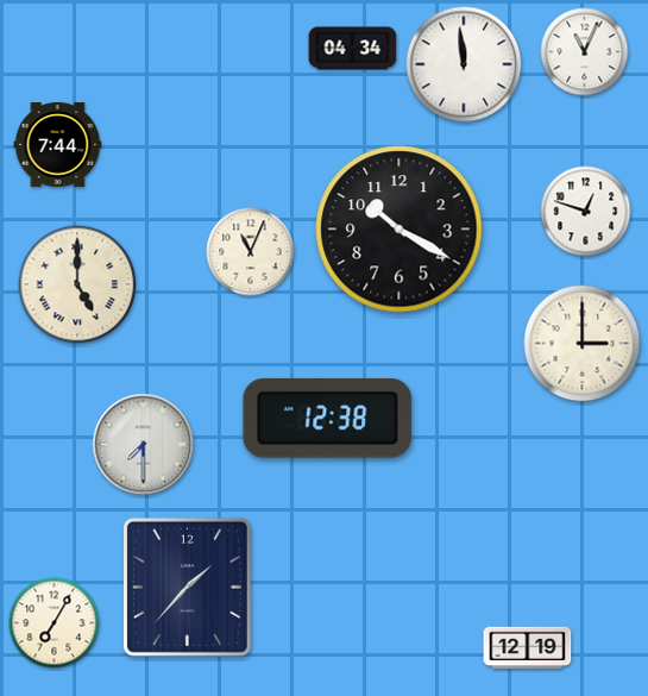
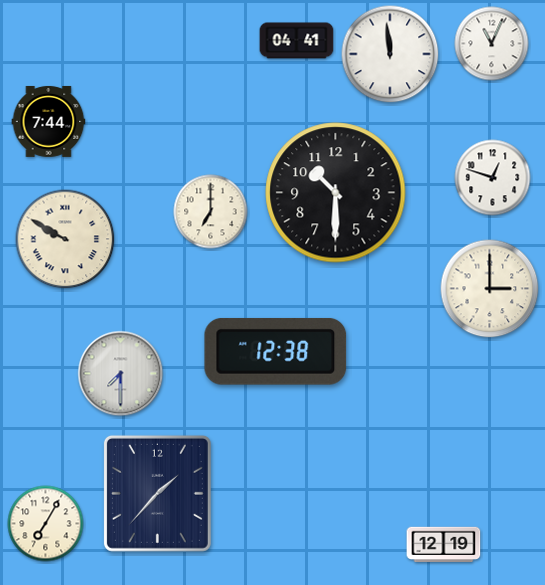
clock at (353, 49): 04:34 -> 04:41
clock at (400, 230): 10:20 -> 10:30
clock at (251, 252): 11:04 -> 7:00
clock at (77, 284): 5:00 -> 9:50
